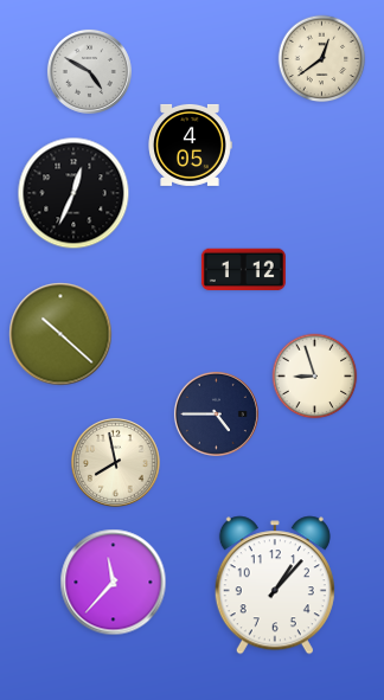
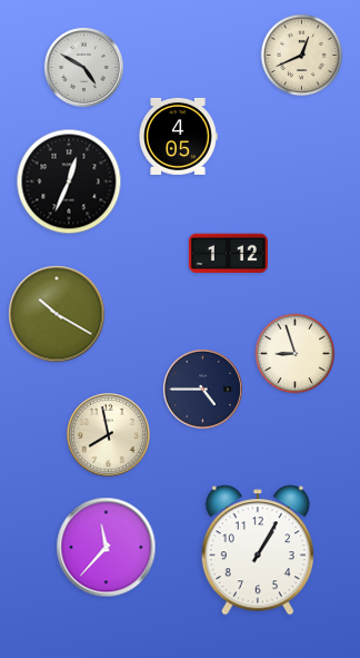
clock at (322, 59): 12:39 -> 12:41
clock at (60, 334): 10:22 -> 10:20
clock at (275, 585): 1:07 -> 1:05
